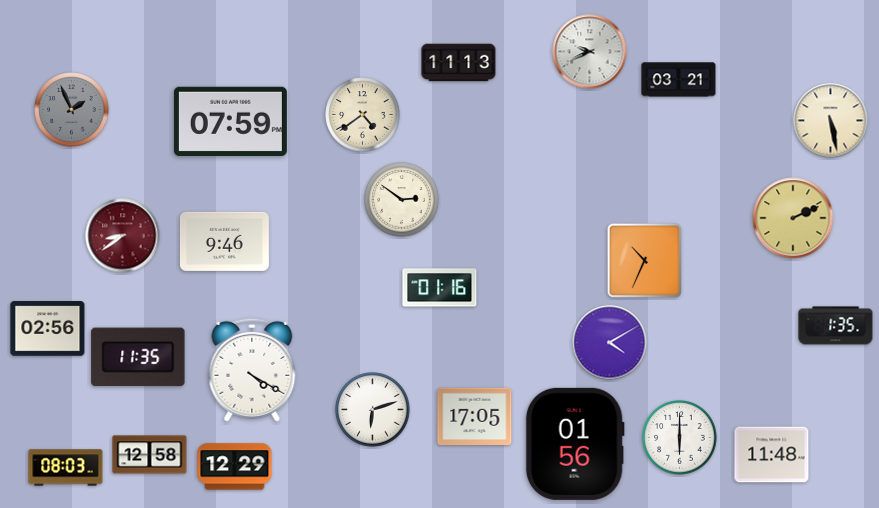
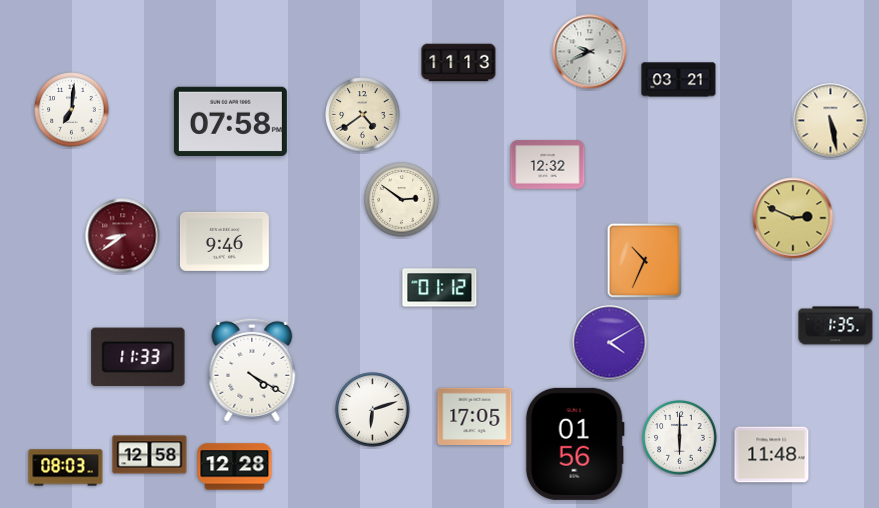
clock at (72, 110): 1:56 -> 7:01
clock at (72, 110) dial: grey -> white
clock at (230, 121): 07:59 -> 07:58
clock at (548, 165): none -> 12:32
clock at (793, 218): 2:11 -> 2:49
clock at (440, 288): 01:16 -> 01:12
clock at (48, 329): 02:56 -> none
clock at (138, 357): 11:35 -> 11:33
clock at (235, 467): 12:29 -> 12:28
